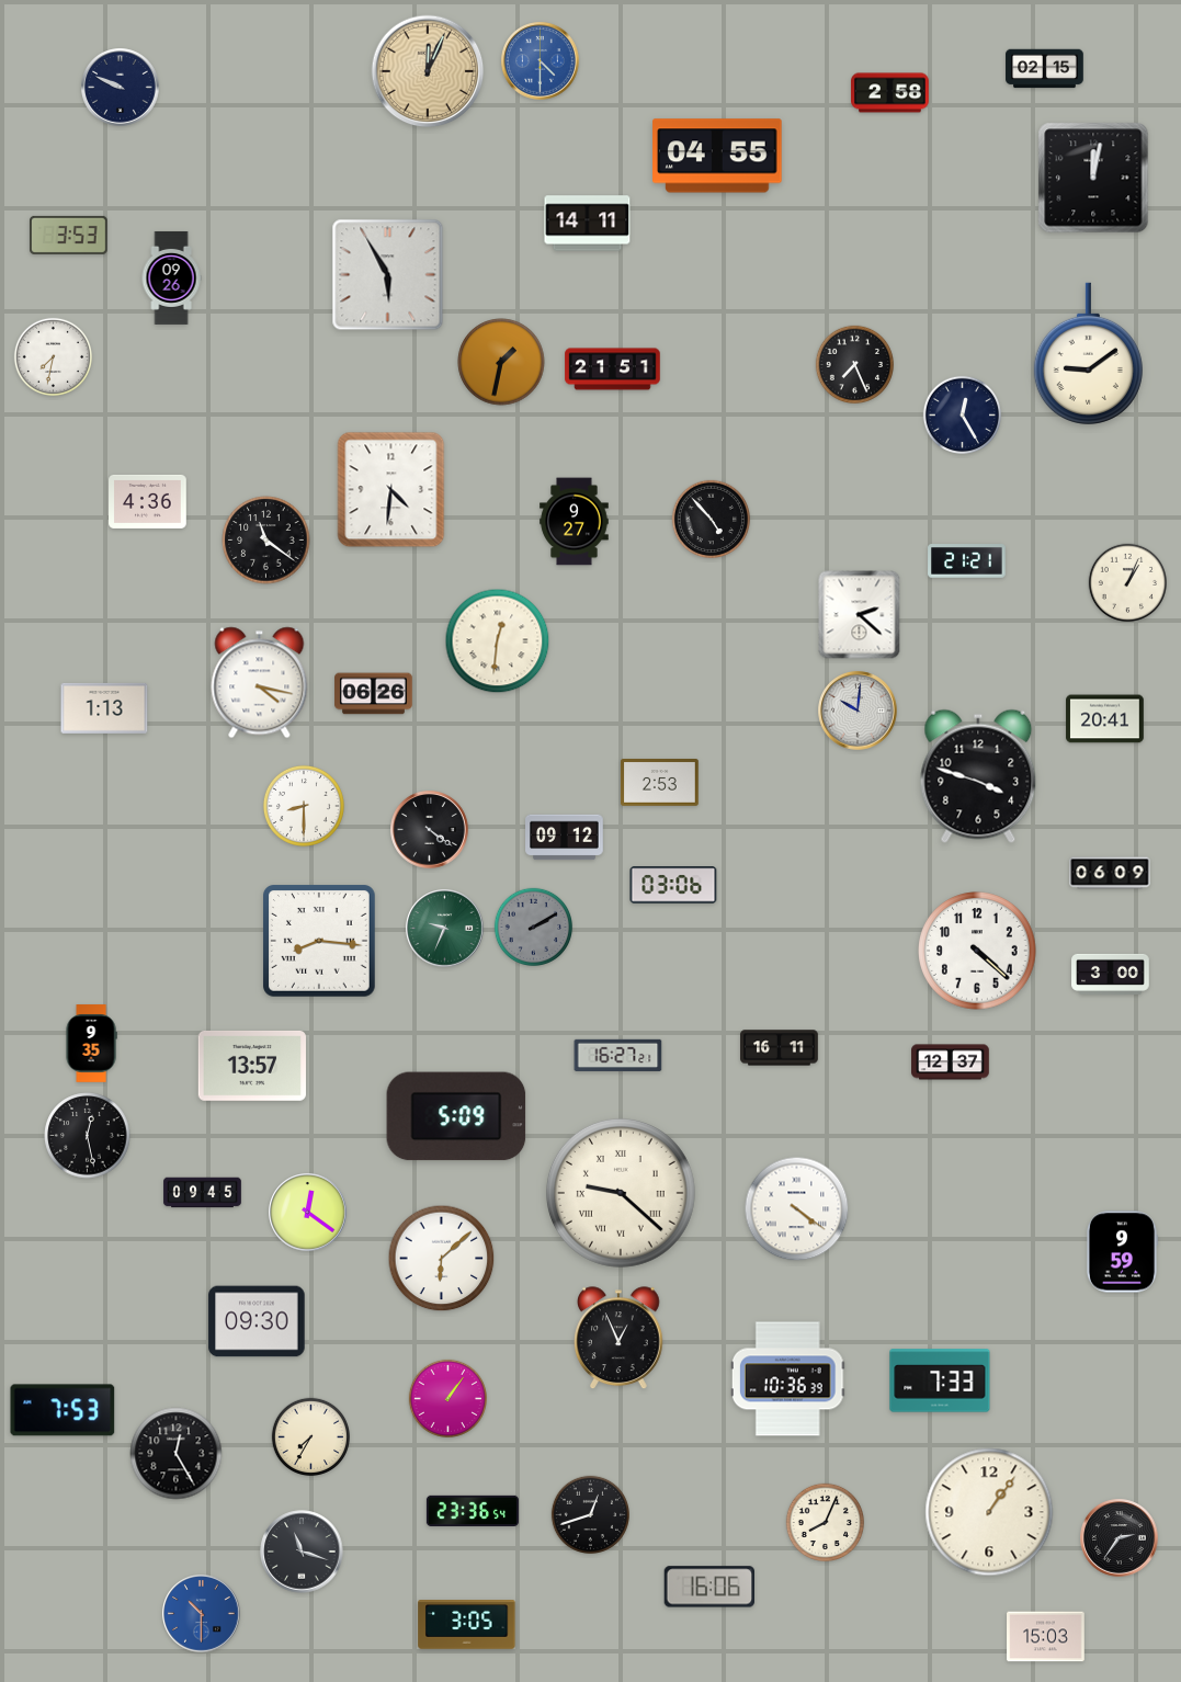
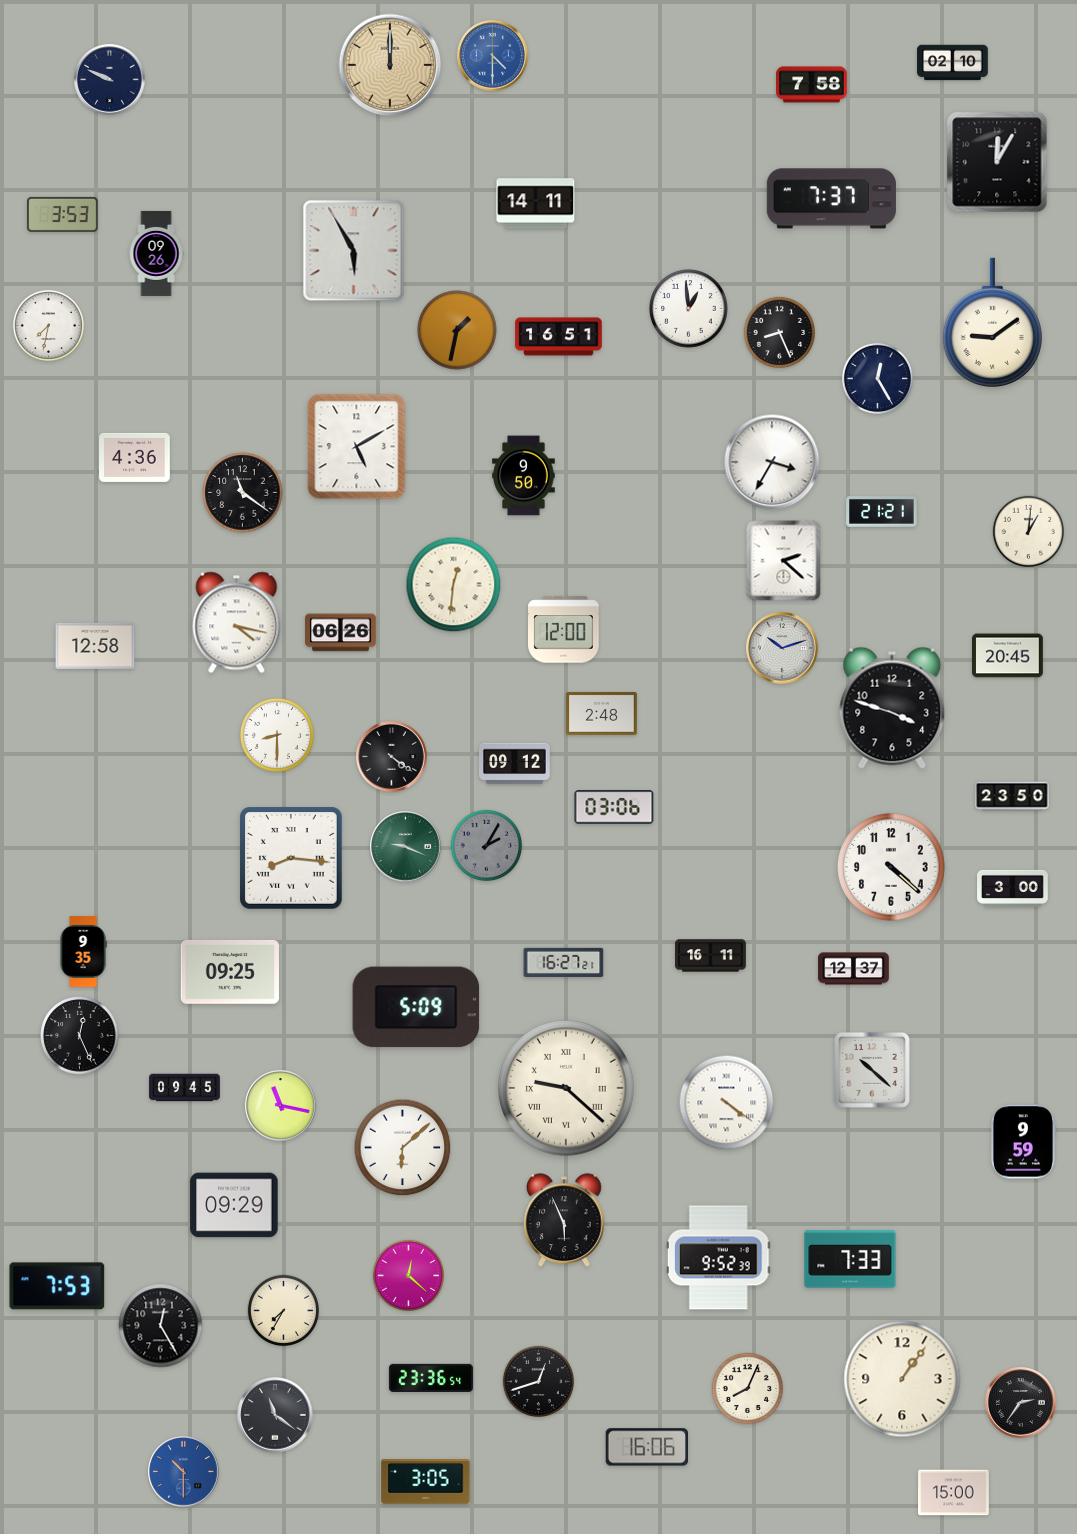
clock at (1045, 69): 02:15 -> 02:10
clock at (428, 71): 12:04 -> 12:00
clock at (890, 93): 2:58 -> 7:58
clock at (717, 156): 04:55 -> none
clock at (1093, 178): 12:02 -> 12:05
clock at (831, 199): none -> 7:37
clock at (689, 309): none -> 12:59
clock at (855, 365): 7:26 -> 8:26
clock at (613, 370): 21:51 -> 16:51
clock at (391, 490): 4:31 -> 5:10
clock at (772, 462): none -> 3:35
clock at (712, 520): 4:53 -> none
clock at (575, 522): 9:27 -> 9:50
clock at (1128, 583): 1:04 -> 1:01
clock at (564, 630): none -> 12:00
clock at (104, 708): 1:13 -> 12:58
clock at (858, 711): 10:01 -> 10:12
clock at (1105, 719): 20:41 -> 20:45
clock at (660, 783): 2:53 -> 2:48
clock at (1110, 873): 06:09 -> 23:50
clock at (534, 928): 2:10 -> 2:05
clock at (445, 929): 9:34 -> 9:19
clock at (951, 1062) position: (951, 1062) -> (854, 969)
clock at (252, 1066): 13:57 -> 09:25
clock at (456, 1116) position: (456, 1116) -> (416, 1007)
clock at (88, 1136): 12:28 -> 12:26
clock at (872, 1070): none -> 10:22
clock at (308, 1213): 12:21 -> 11:17
clock at (257, 1321): 09:30 -> 09:29
clock at (620, 1339): 12:56 -> 5:56
clock at (787, 1379): 10:36 -> 9:52
clock at (940, 1380) position: (940, 1380) -> (850, 1259)
clock at (448, 1399): 1:06 -> 12:22
clock at (826, 1523) position: (826, 1523) -> (748, 1389)
clock at (302, 1552): 11:18 -> 11:21
clock at (1046, 1637): 15:03 -> 15:00
